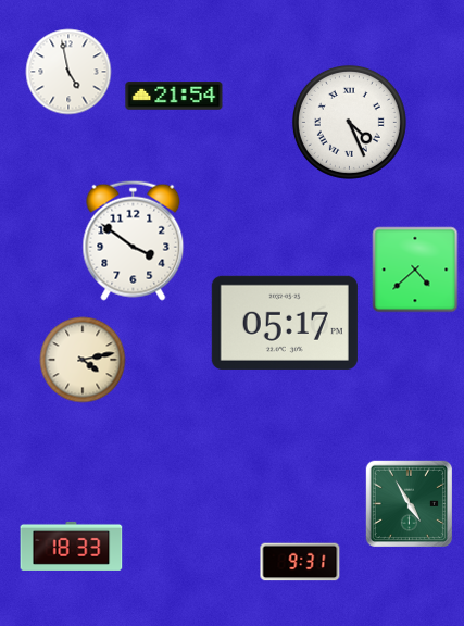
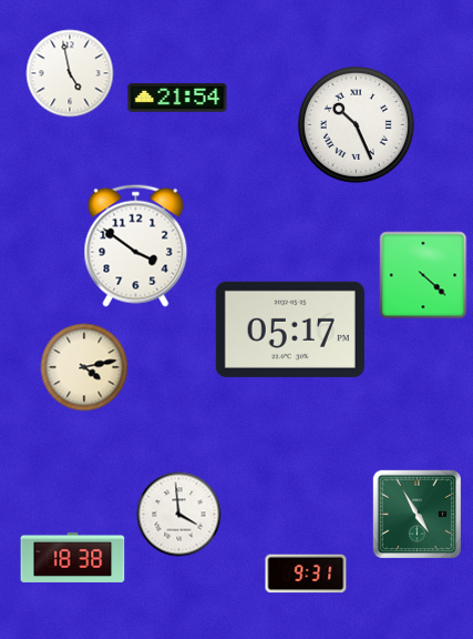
clock at (349, 122): 4:26 -> 10:26
clock at (415, 270): 4:38 -> 4:22
clock at (179, 515): none -> 3:59
clock at (72, 546): 18:33 -> 18:38
